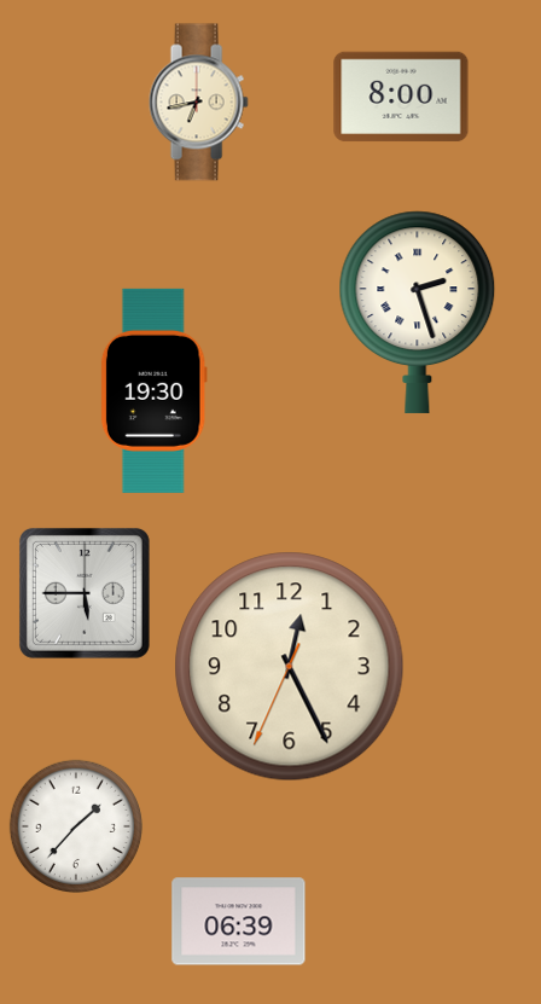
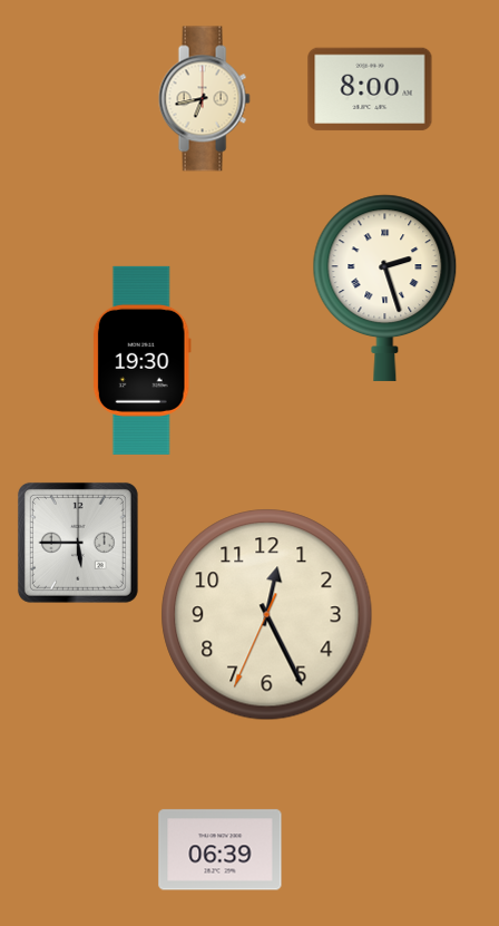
clock at (198, 103) position: (198, 103) -> (204, 99)
clock at (85, 593) position: (85, 593) -> (78, 543)
clock at (75, 825): 1:37 -> none
